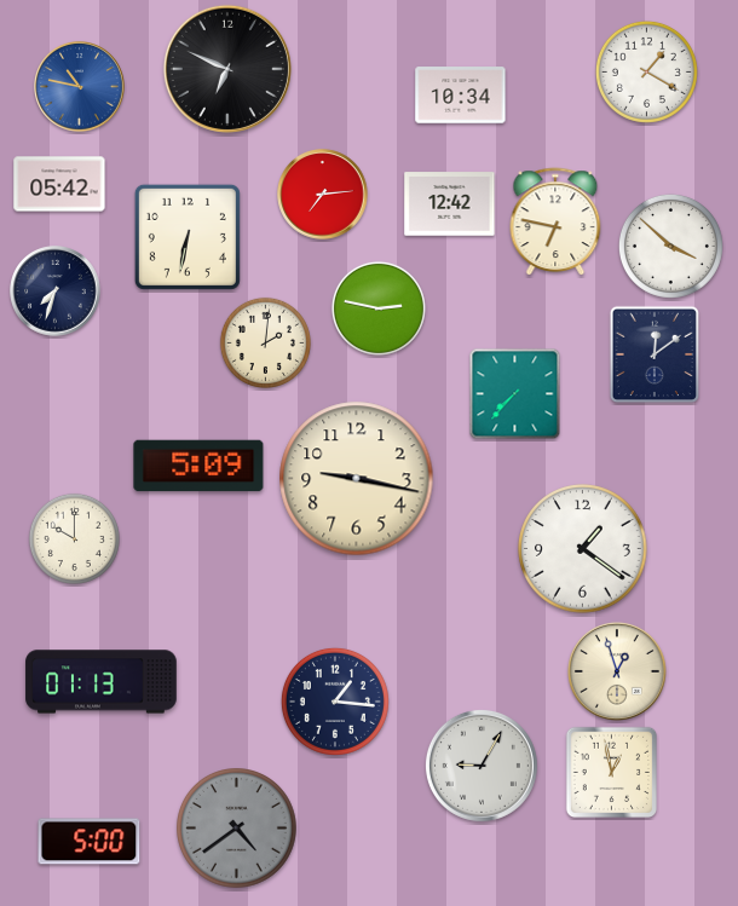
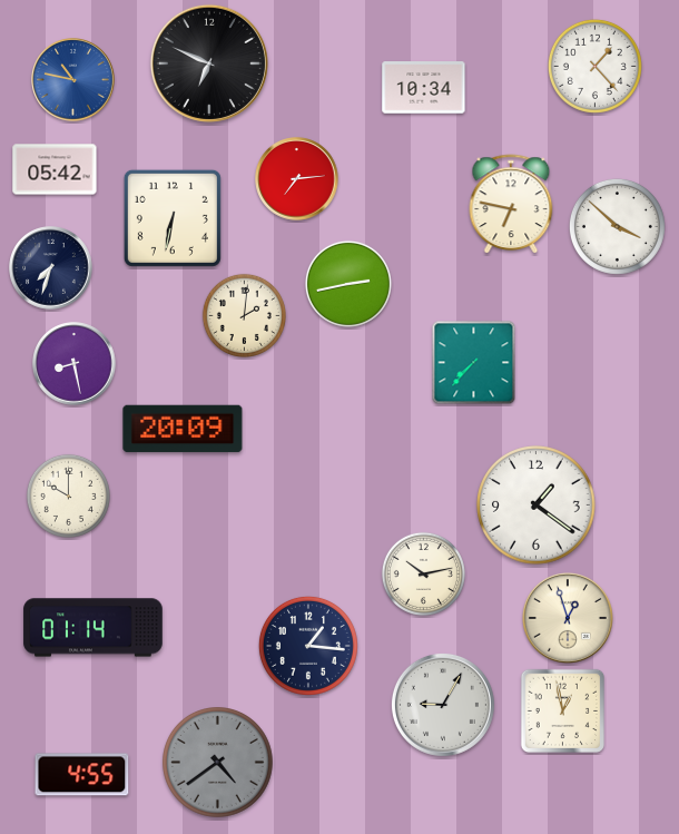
clock at (646, 71): 1:20 -> 1:23
clock at (450, 204): 12:42 -> none
clock at (379, 308): 2:47 -> 2:43
clock at (653, 353): 12:09 -> none
clock at (75, 364): none -> 8:28
clock at (198, 466): 5:09 -> 20:09
clock at (357, 479): 9:17 -> none
clock at (423, 573): none -> 10:13
clock at (102, 682): 01:13 -> 01:14
clock at (90, 842): 5:00 -> 4:55
